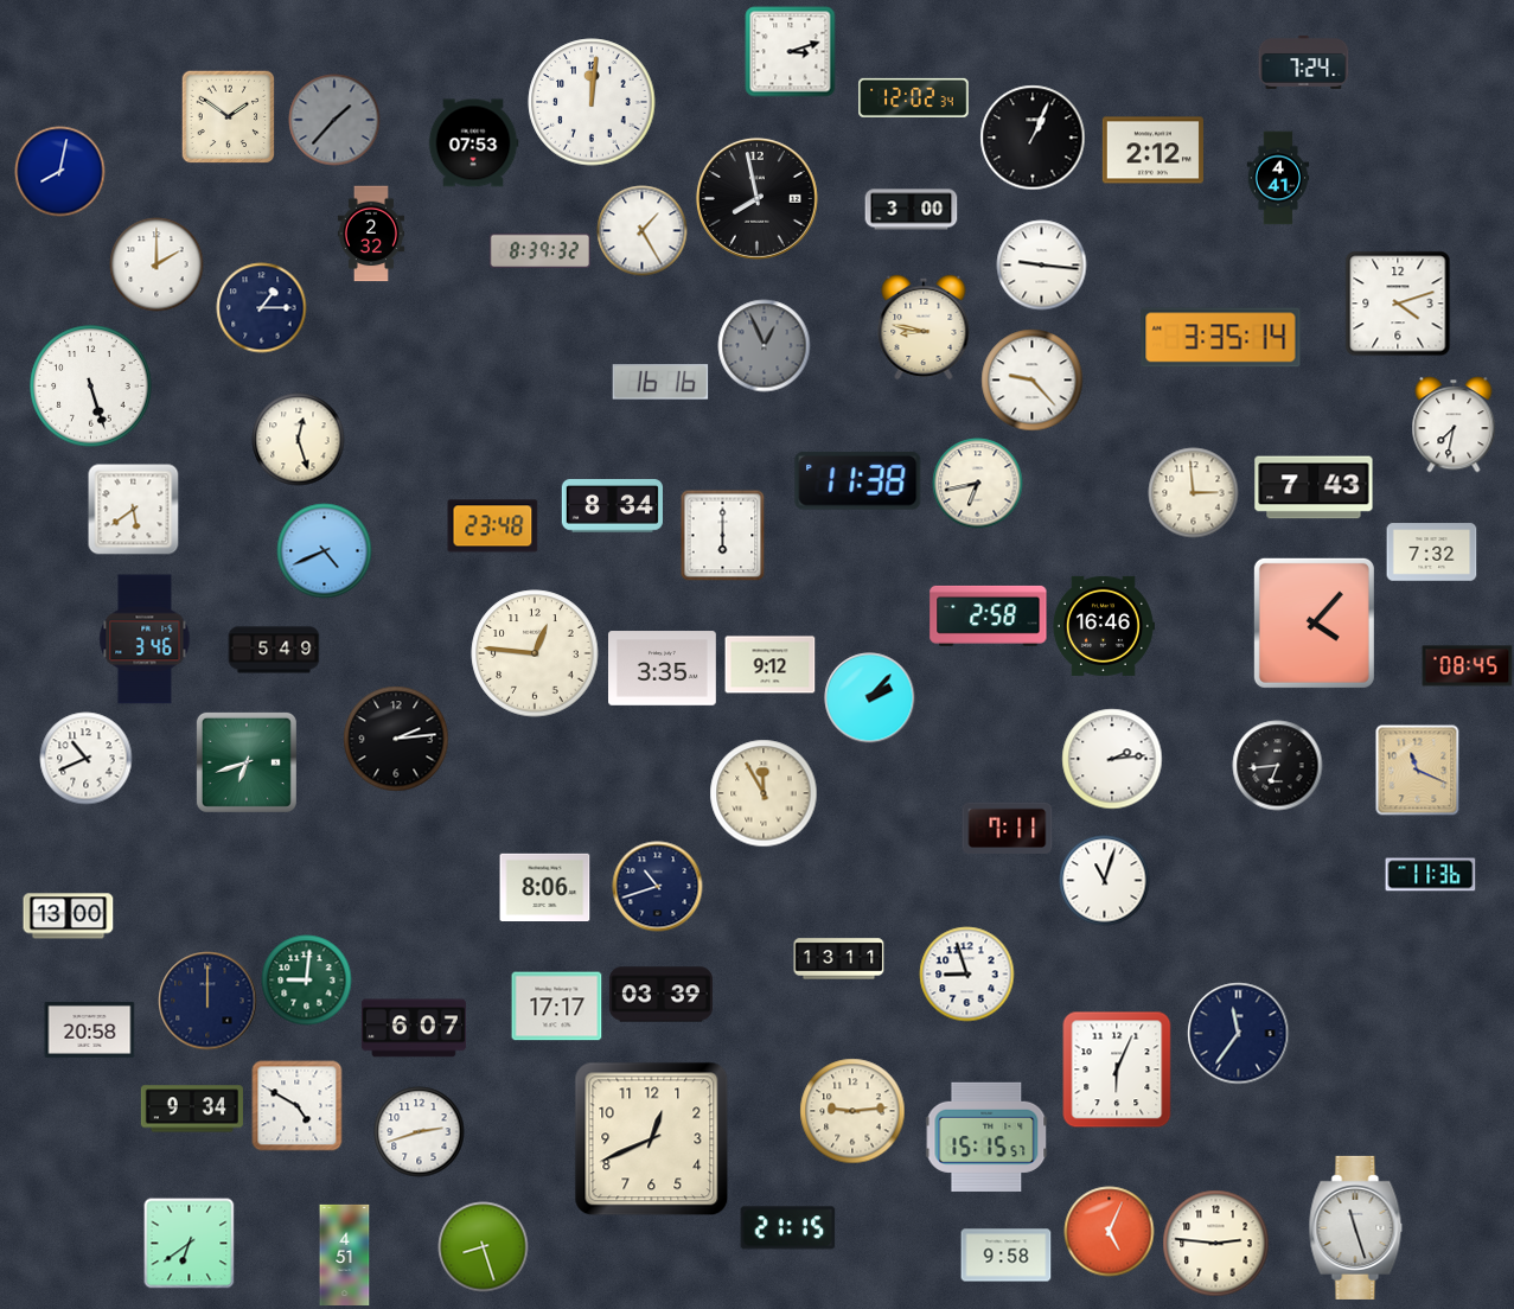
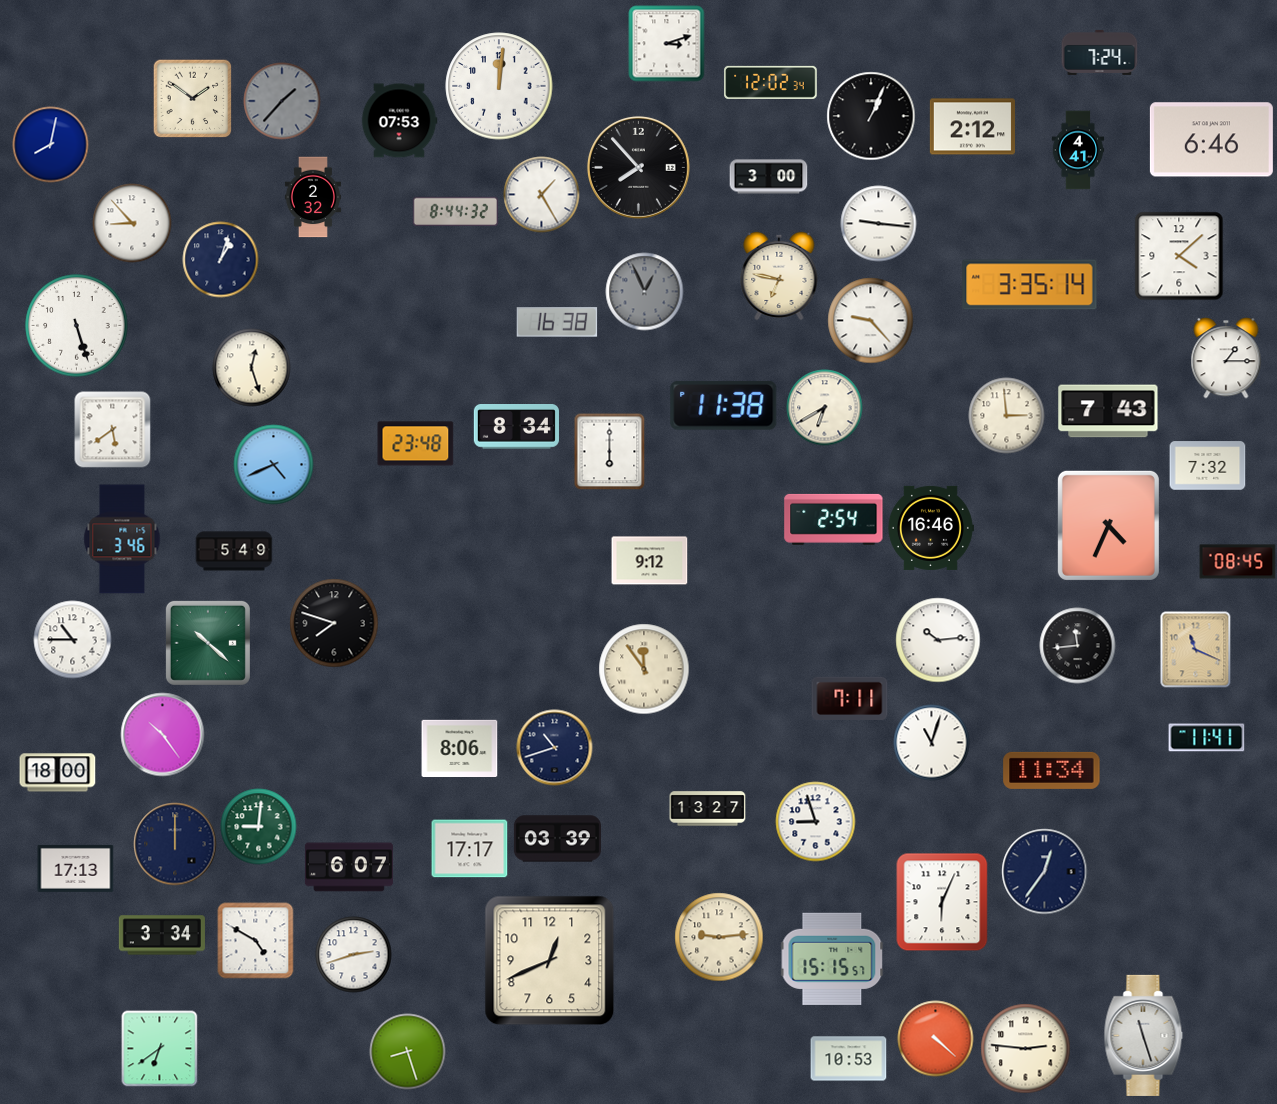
clock at (1211, 140): none -> 6:46
clock at (756, 198): 7:58 -> 7:53
clock at (539, 251): 8:39 -> 8:44
clock at (156, 264): 2:00 -> 8:53
clock at (1398, 304): 4:12 -> 4:08
clock at (262, 308): 1:15 -> 1:03
clock at (924, 327): 8:47 -> 6:47
clock at (660, 382): 16:16 -> 16:38
clock at (1454, 424): 7:32 -> 1:15
clock at (299, 440) position: (299, 440) -> (252, 368)
clock at (978, 484): 6:43 -> 6:40
clock at (989, 615): 2:58 -> 2:54
clock at (1314, 622): 4:07 -> 4:34
clock at (274, 650) position: (274, 650) -> (234, 551)
clock at (535, 653): 12:46 -> none
clock at (663, 669): 3:35 -> none
clock at (870, 698): 2:07 -> none
clock at (396, 739): 2:14 -> 7:48
clock at (87, 759): 10:41 -> 10:45
clock at (1112, 759): 2:14 -> 10:14
clock at (247, 762): 6:42 -> 10:22
clock at (1278, 766): 6:44 -> 11:44
clock at (764, 793): 11:55 -> 11:54
clock at (163, 735): none -> 10:24
clock at (1431, 875): 11:36 -> 11:41
clock at (1052, 770): none -> 11:34
clock at (69, 917): 13:00 -> 18:00
clock at (839, 959): 13:11 -> 13:27
clock at (90, 1029): 20:58 -> 17:13
clock at (1239, 1034): 11:36 -> 12:36
clock at (298, 1106) position: (298, 1106) -> (256, 941)
clock at (192, 1109): 9:34 -> 3:34
clock at (788, 1228): 21:15 -> none
clock at (1110, 1232): 5:04 -> 4:22
clock at (345, 1254): 4:51 -> none
clock at (1007, 1256): 9:58 -> 10:53
